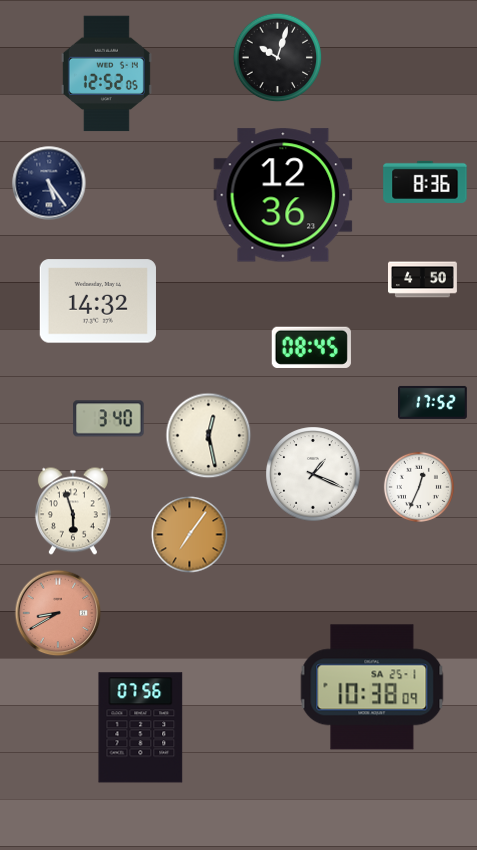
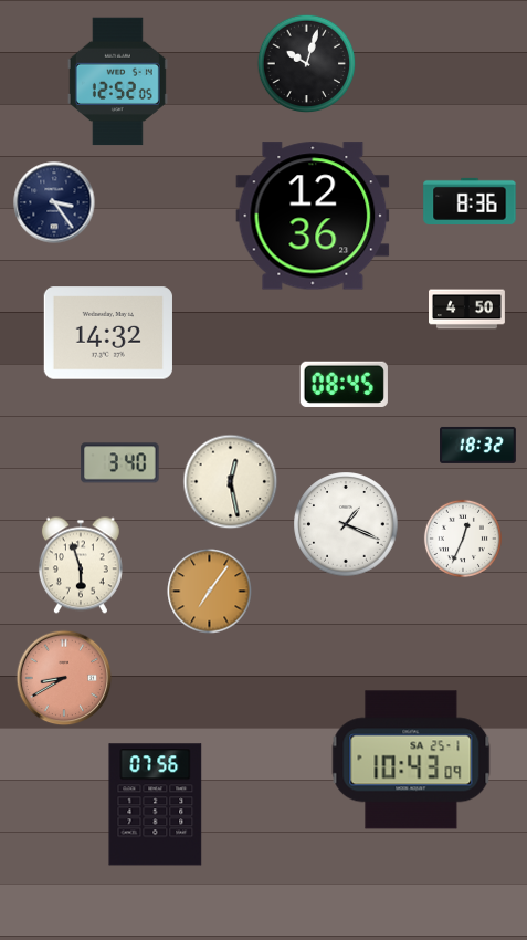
clock at (49, 183): 5:24 -> 3:24
clock at (433, 402): 17:52 -> 18:32
clock at (372, 687): 10:38 -> 10:43
